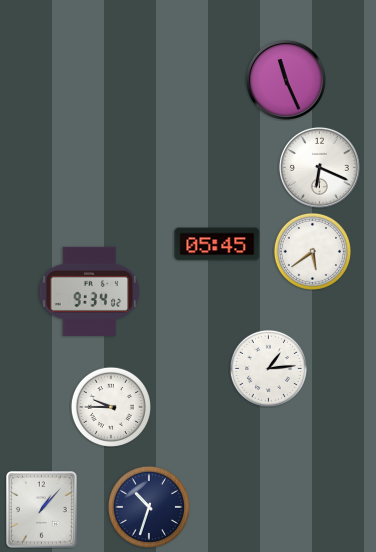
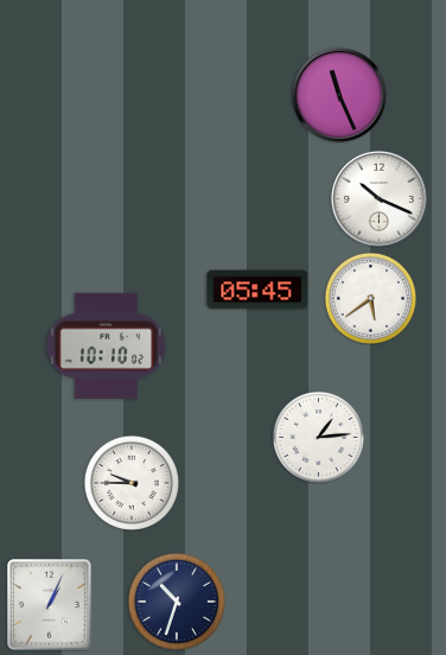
clock at (319, 167): 6:19 -> 10:19
clock at (90, 291): 9:34 -> 10:10
clock at (42, 510): 1:07 -> 1:04
